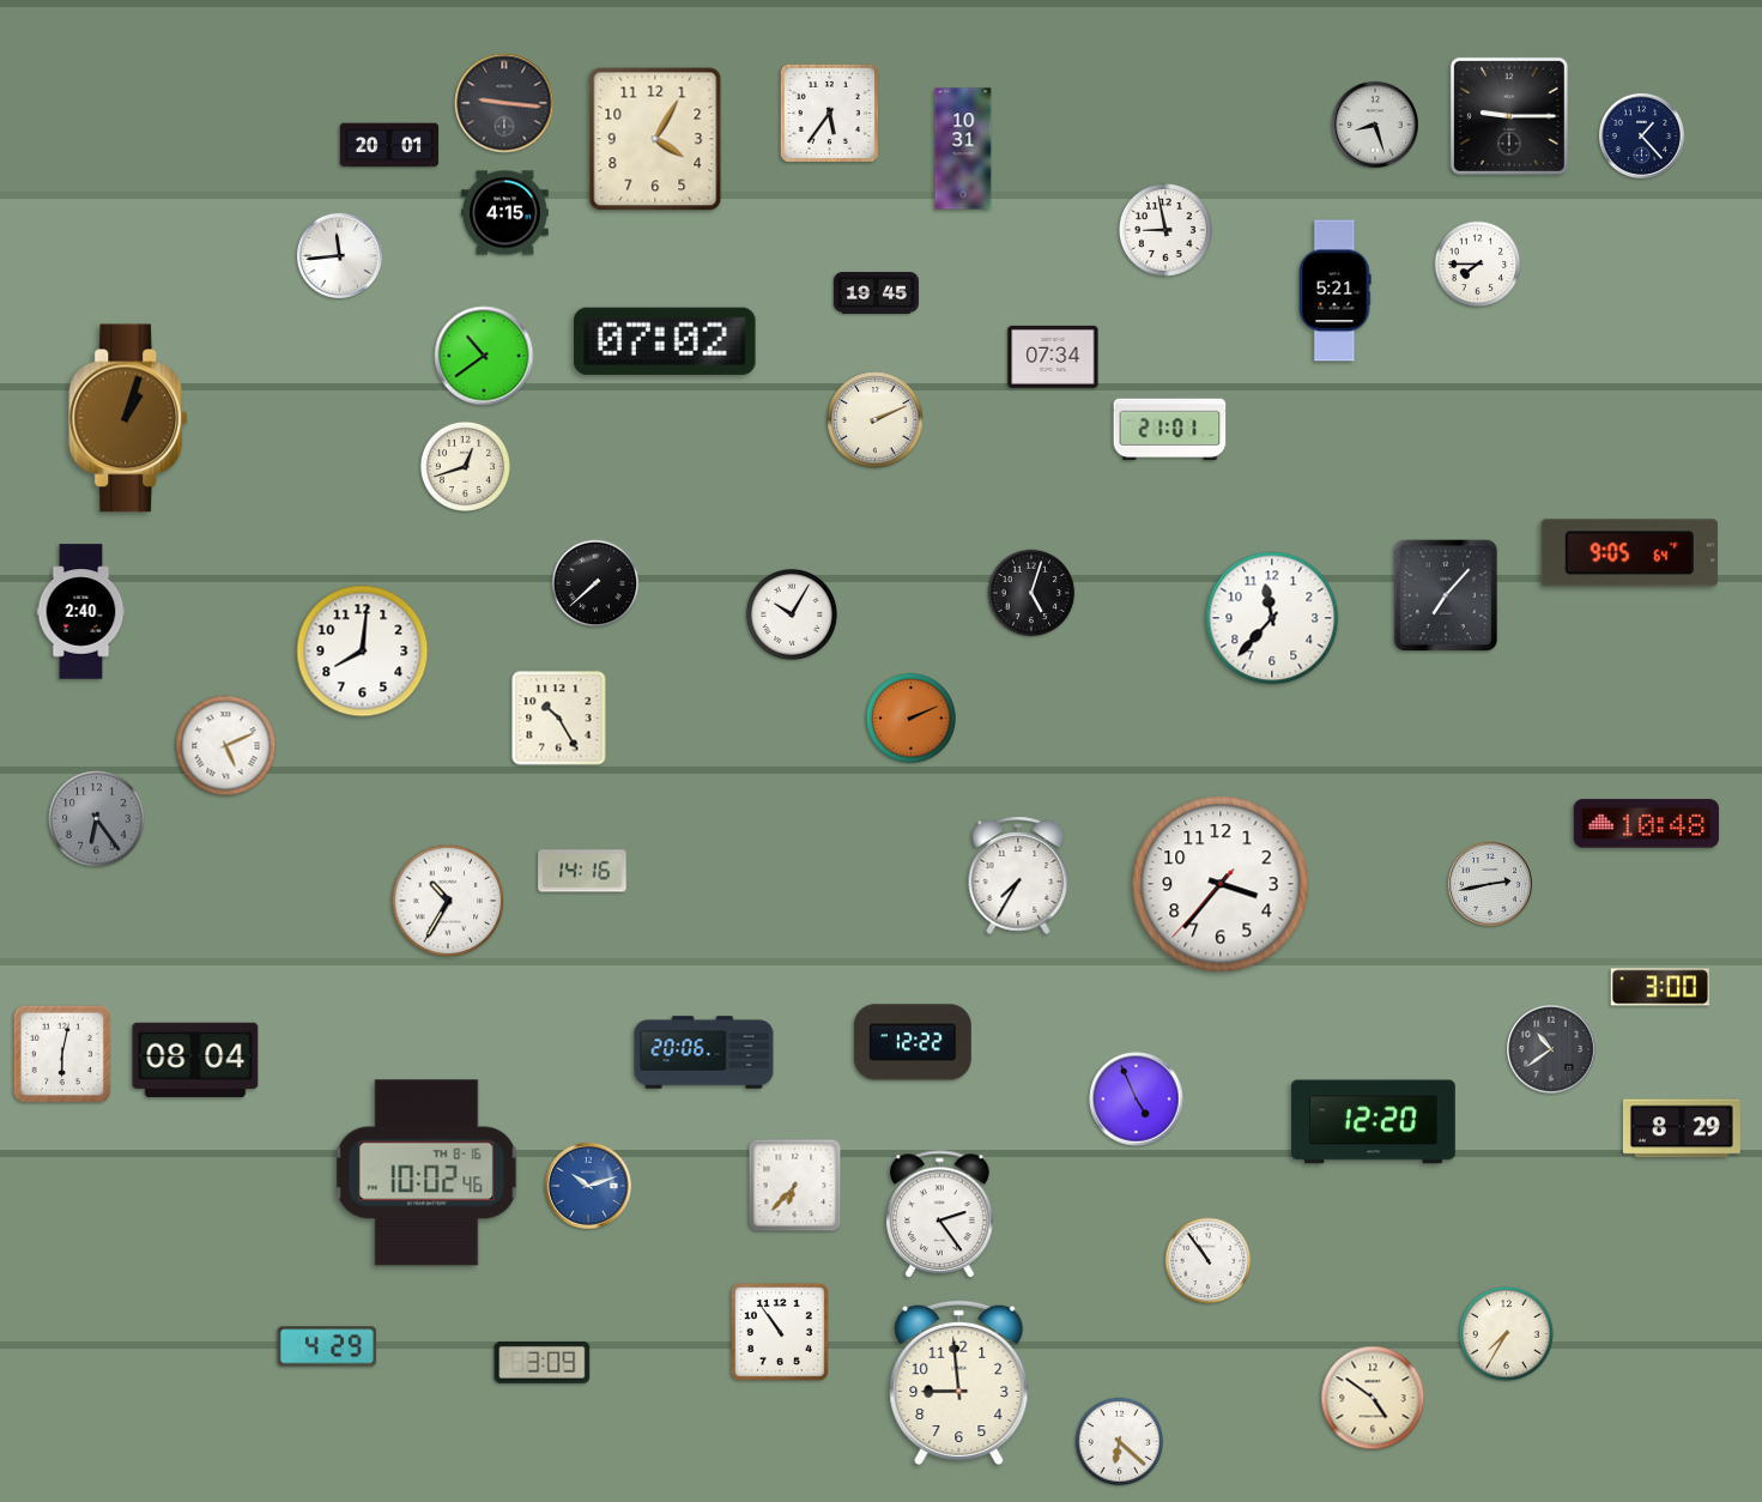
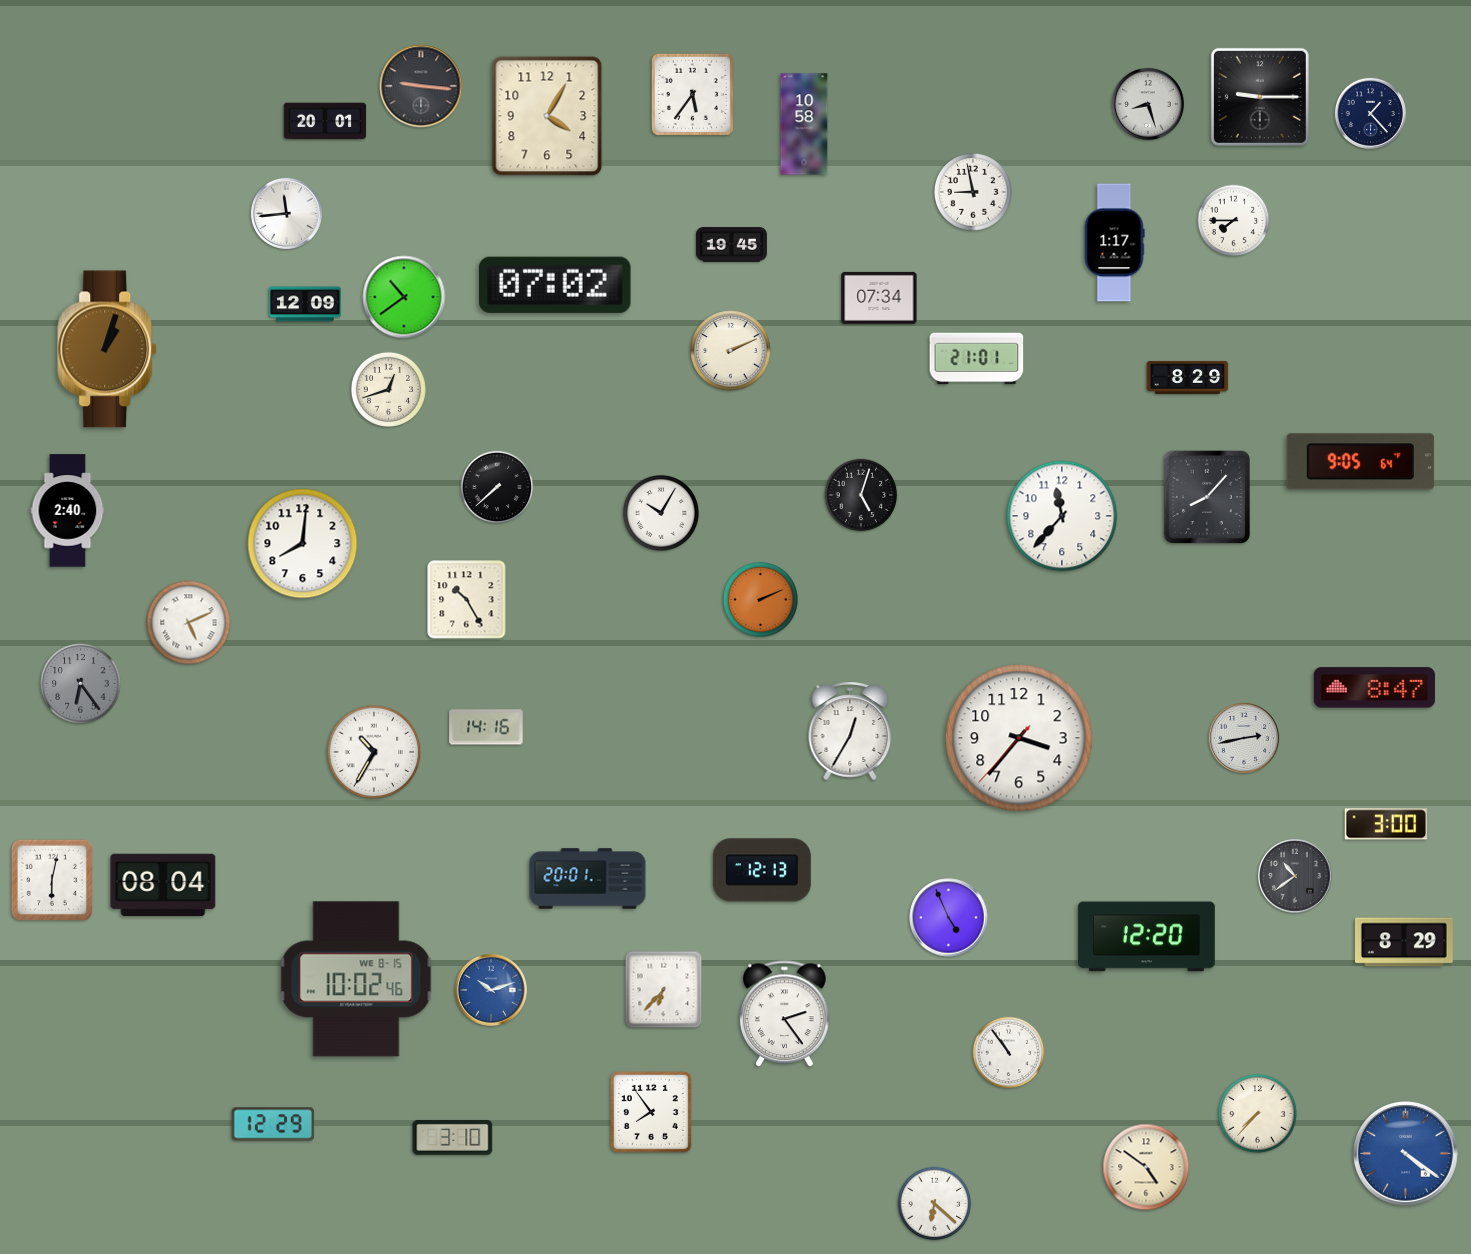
clock at (963, 149): 10:31 -> 10:58
clock at (505, 213): 4:15 -> none
clock at (339, 255) position: (339, 255) -> (286, 213)
clock at (1334, 291): 5:21 -> 1:17
clock at (306, 304): none -> 12:09
clock at (1188, 377): none -> 8:29
clock at (1446, 594): 7:07 -> 8:07
clock at (1646, 824): 10:48 -> 8:47
clock at (1018, 876): 7:35 -> 12:35
clock at (913, 1042): 12:22 -> 12:13
clock at (704, 1053): 20:06 -> 20:01
clock at (426, 1173) date: TH 8-16 -> WE 8-15
clock at (780, 1332): 10:54 -> 7:54
clock at (1507, 1334): 7:35 -> 7:37
clock at (327, 1346): 4:29 -> 12:29
clock at (543, 1362): 3:09 -> 3:10
clock at (1406, 1154): none -> 4:21
clock at (959, 1383): 8:59 -> none
